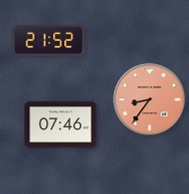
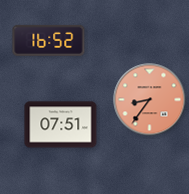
clock at (49, 40): 21:52 -> 16:52
clock at (61, 125): 07:46 -> 07:51
